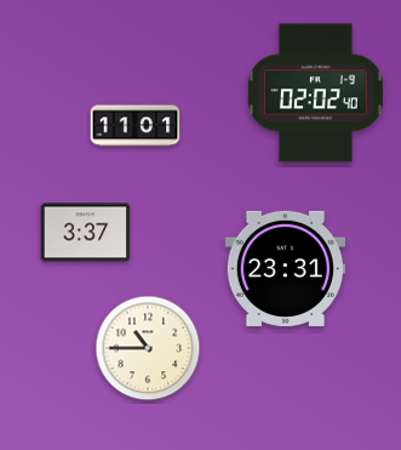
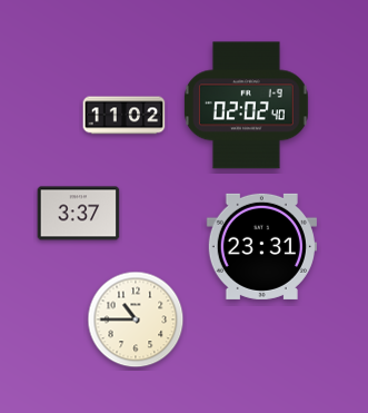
clock at (315, 93) position: (315, 93) -> (246, 106)
clock at (136, 126): 11:01 -> 11:02
